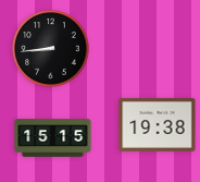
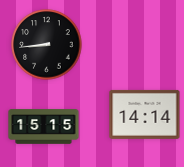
clock at (158, 124): 19:38 -> 14:14
clock at (53, 138) position: (53, 138) -> (44, 127)
